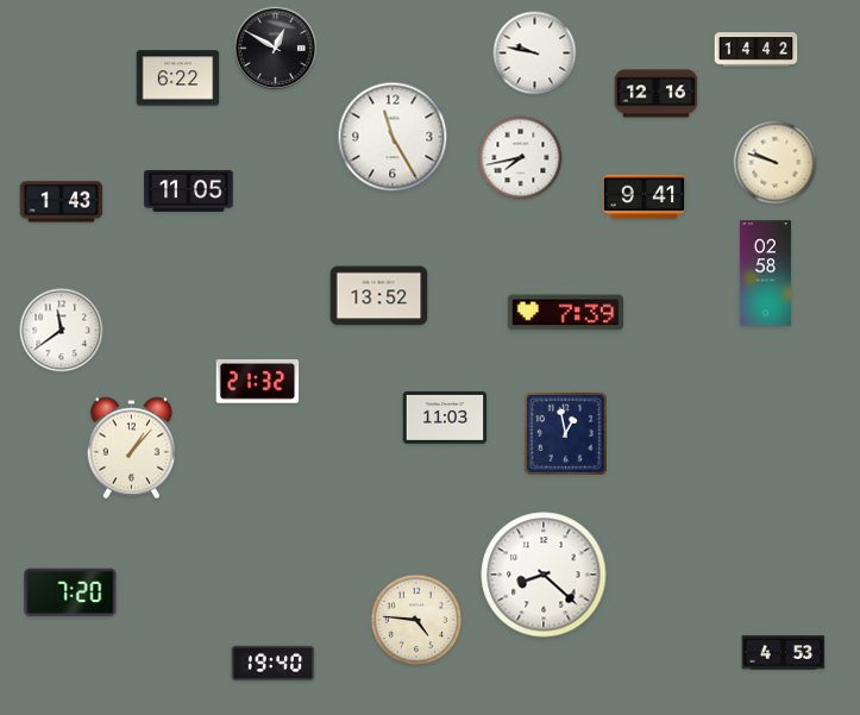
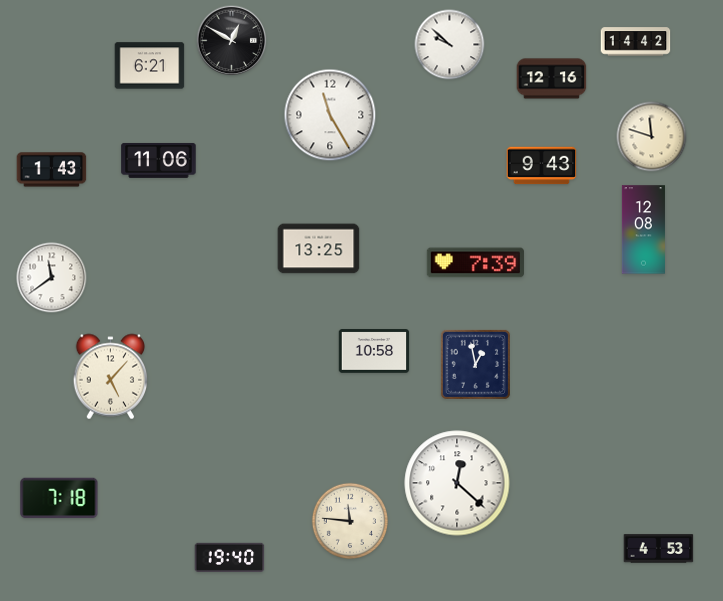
clock at (535, 54): 9:47 -> 9:52
clock at (178, 79): 6:22 -> 6:21
clock at (521, 158): 7:43 -> none
clock at (776, 163): 9:48 -> 11:48
clock at (189, 190): 11:05 -> 11:06
clock at (645, 197): 9:41 -> 9:43
clock at (765, 274): 02:58 -> 12:08
clock at (379, 296): 13:52 -> 13:25
clock at (258, 382): 21:32 -> none
clock at (445, 418): 11:03 -> 10:58
clock at (131, 449): 1:07 -> 5:07
clock at (544, 575): 8:22 -> 12:22
clock at (70, 592): 7:20 -> 7:18
clock at (415, 619): 4:46 -> 11:46
